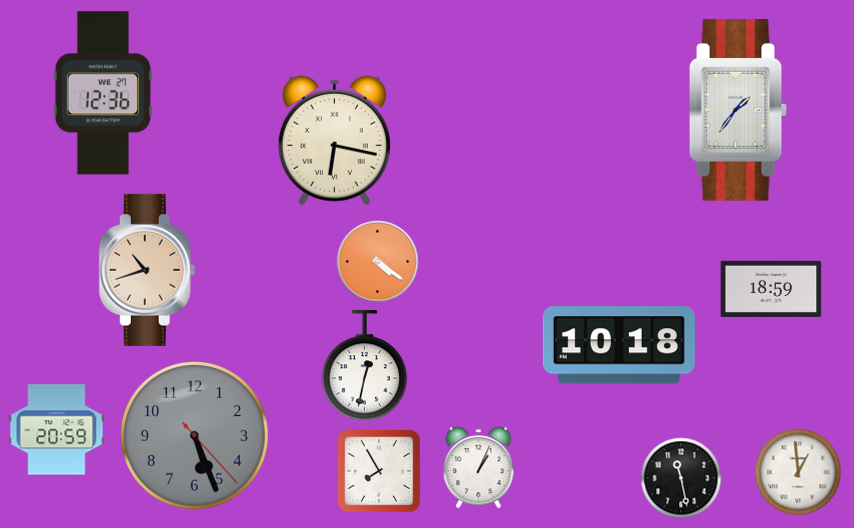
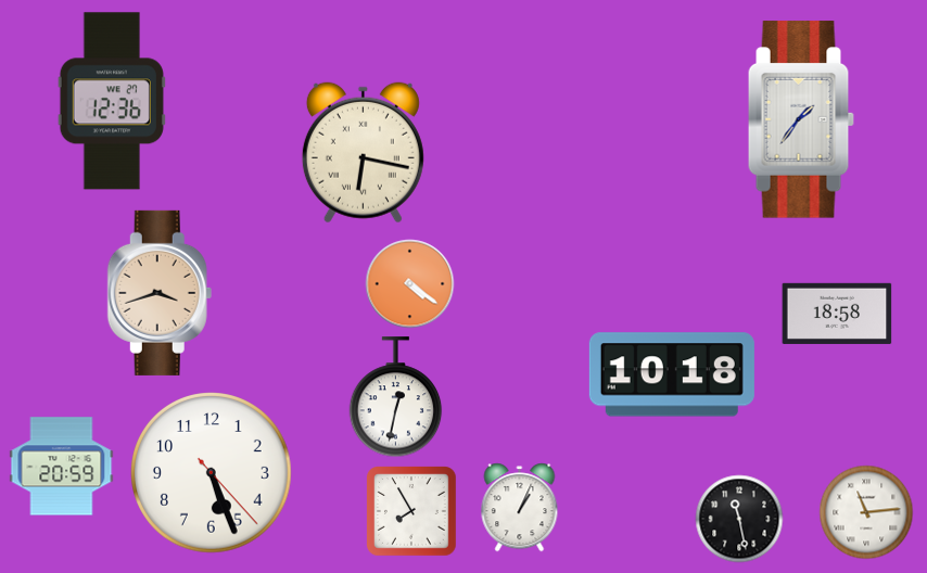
clock at (147, 270): 10:42 -> 3:42
clock at (771, 289): 18:59 -> 18:58
clock at (195, 436) dial: grey -> white
clock at (798, 472): 12:59 -> 11:14
